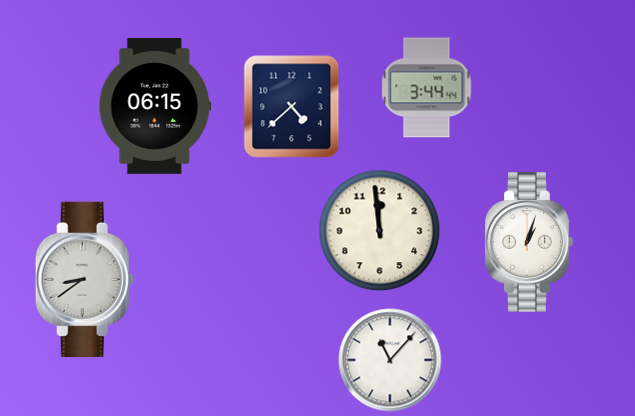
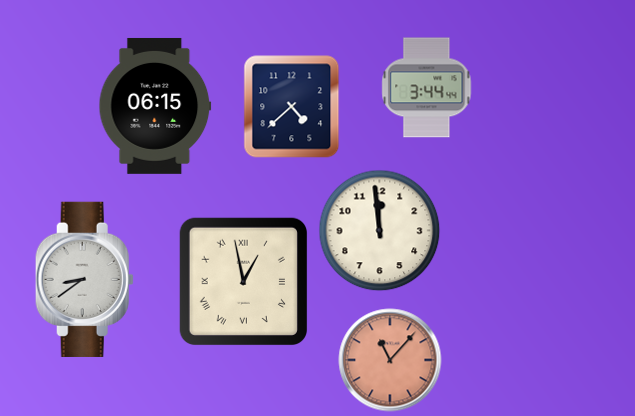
clock at (529, 242): 1:03 -> none
clock at (243, 281): none -> 12:58
clock at (390, 360) dial: white -> salmon
